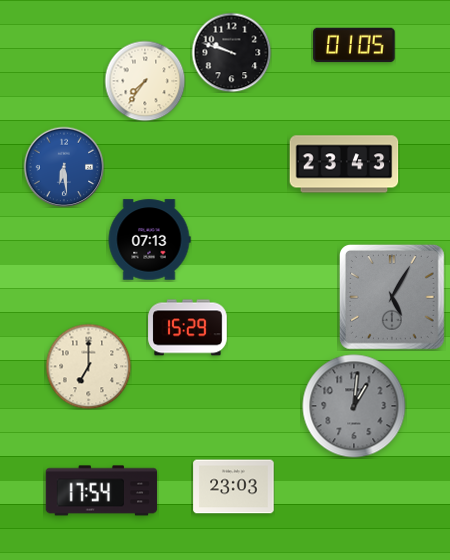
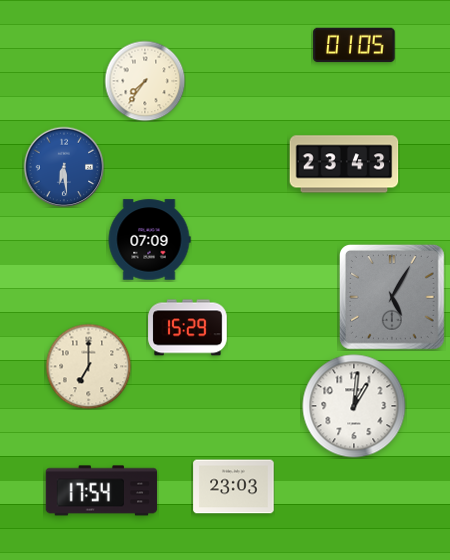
clock at (231, 52): 9:48 -> none
clock at (149, 240): 07:13 -> 07:09
clock at (354, 406) dial: grey -> white
